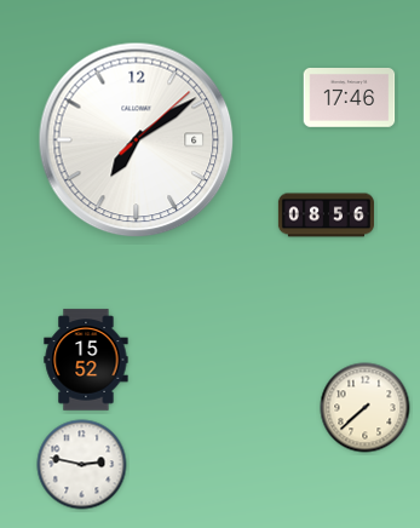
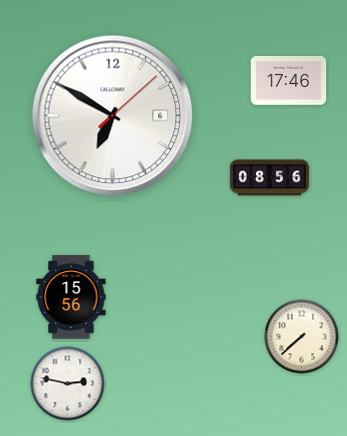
clock at (137, 140): 7:09 -> 6:50
clock at (86, 360): 15:52 -> 15:56
